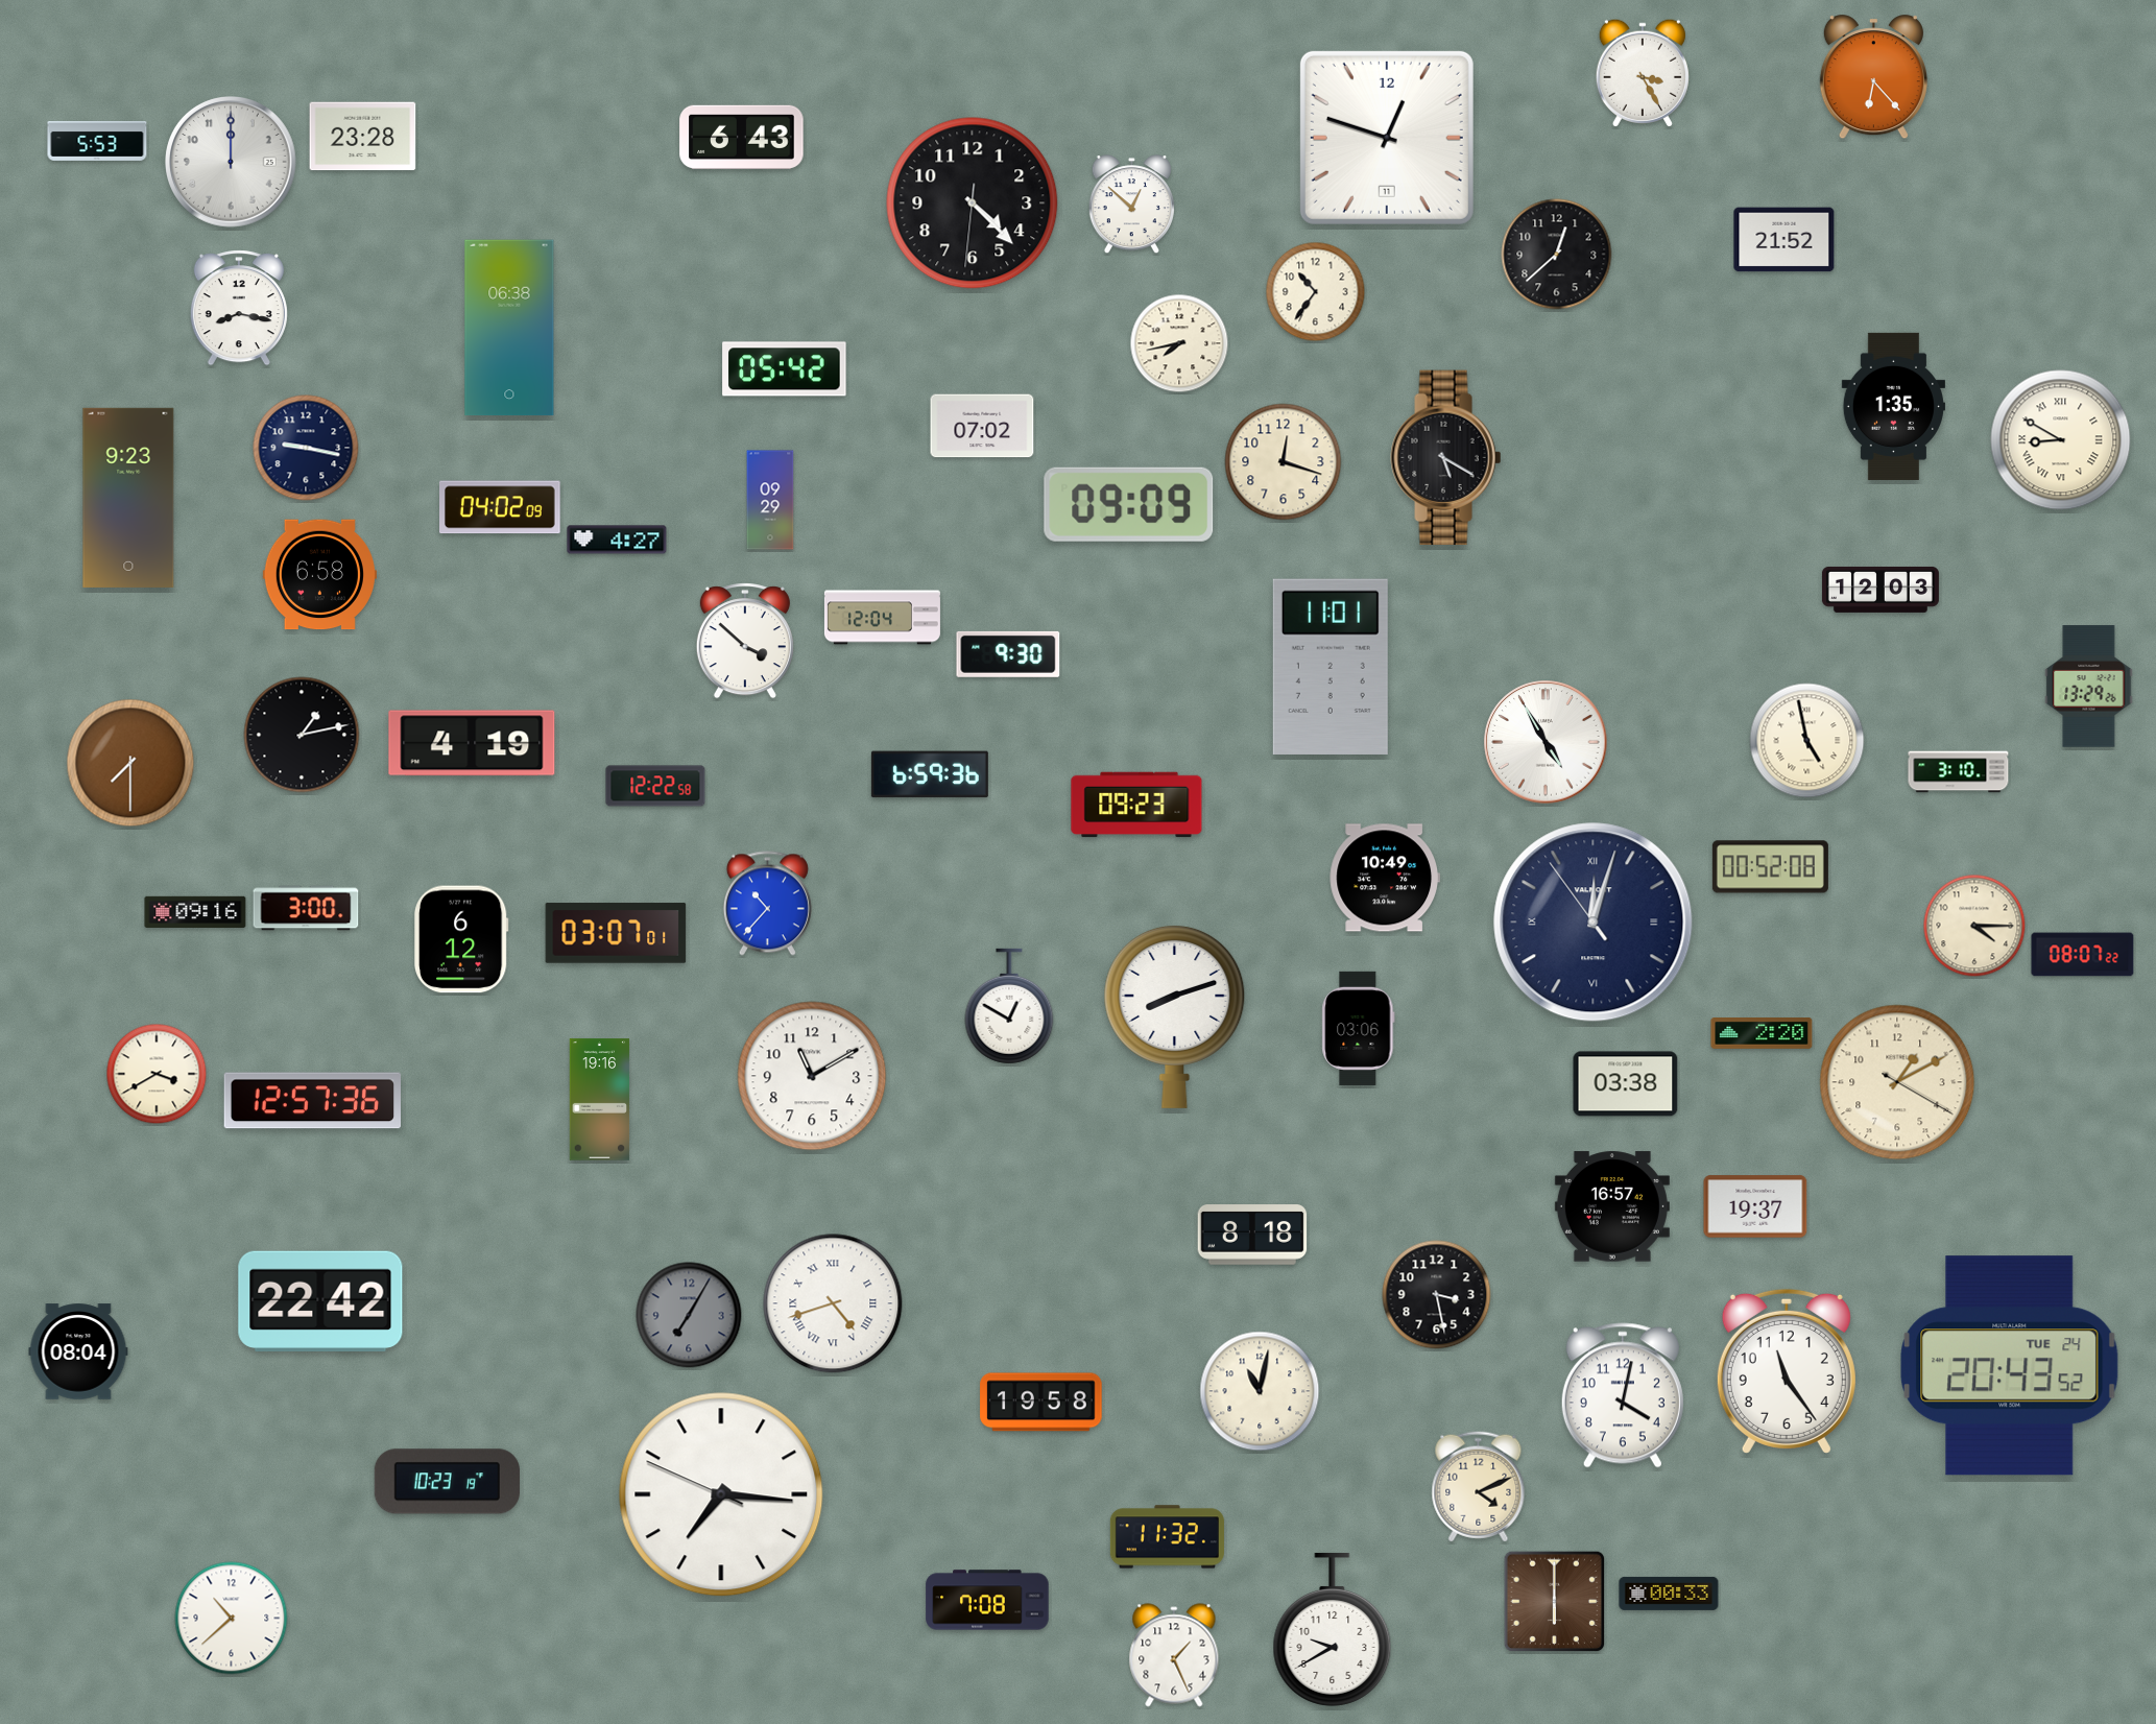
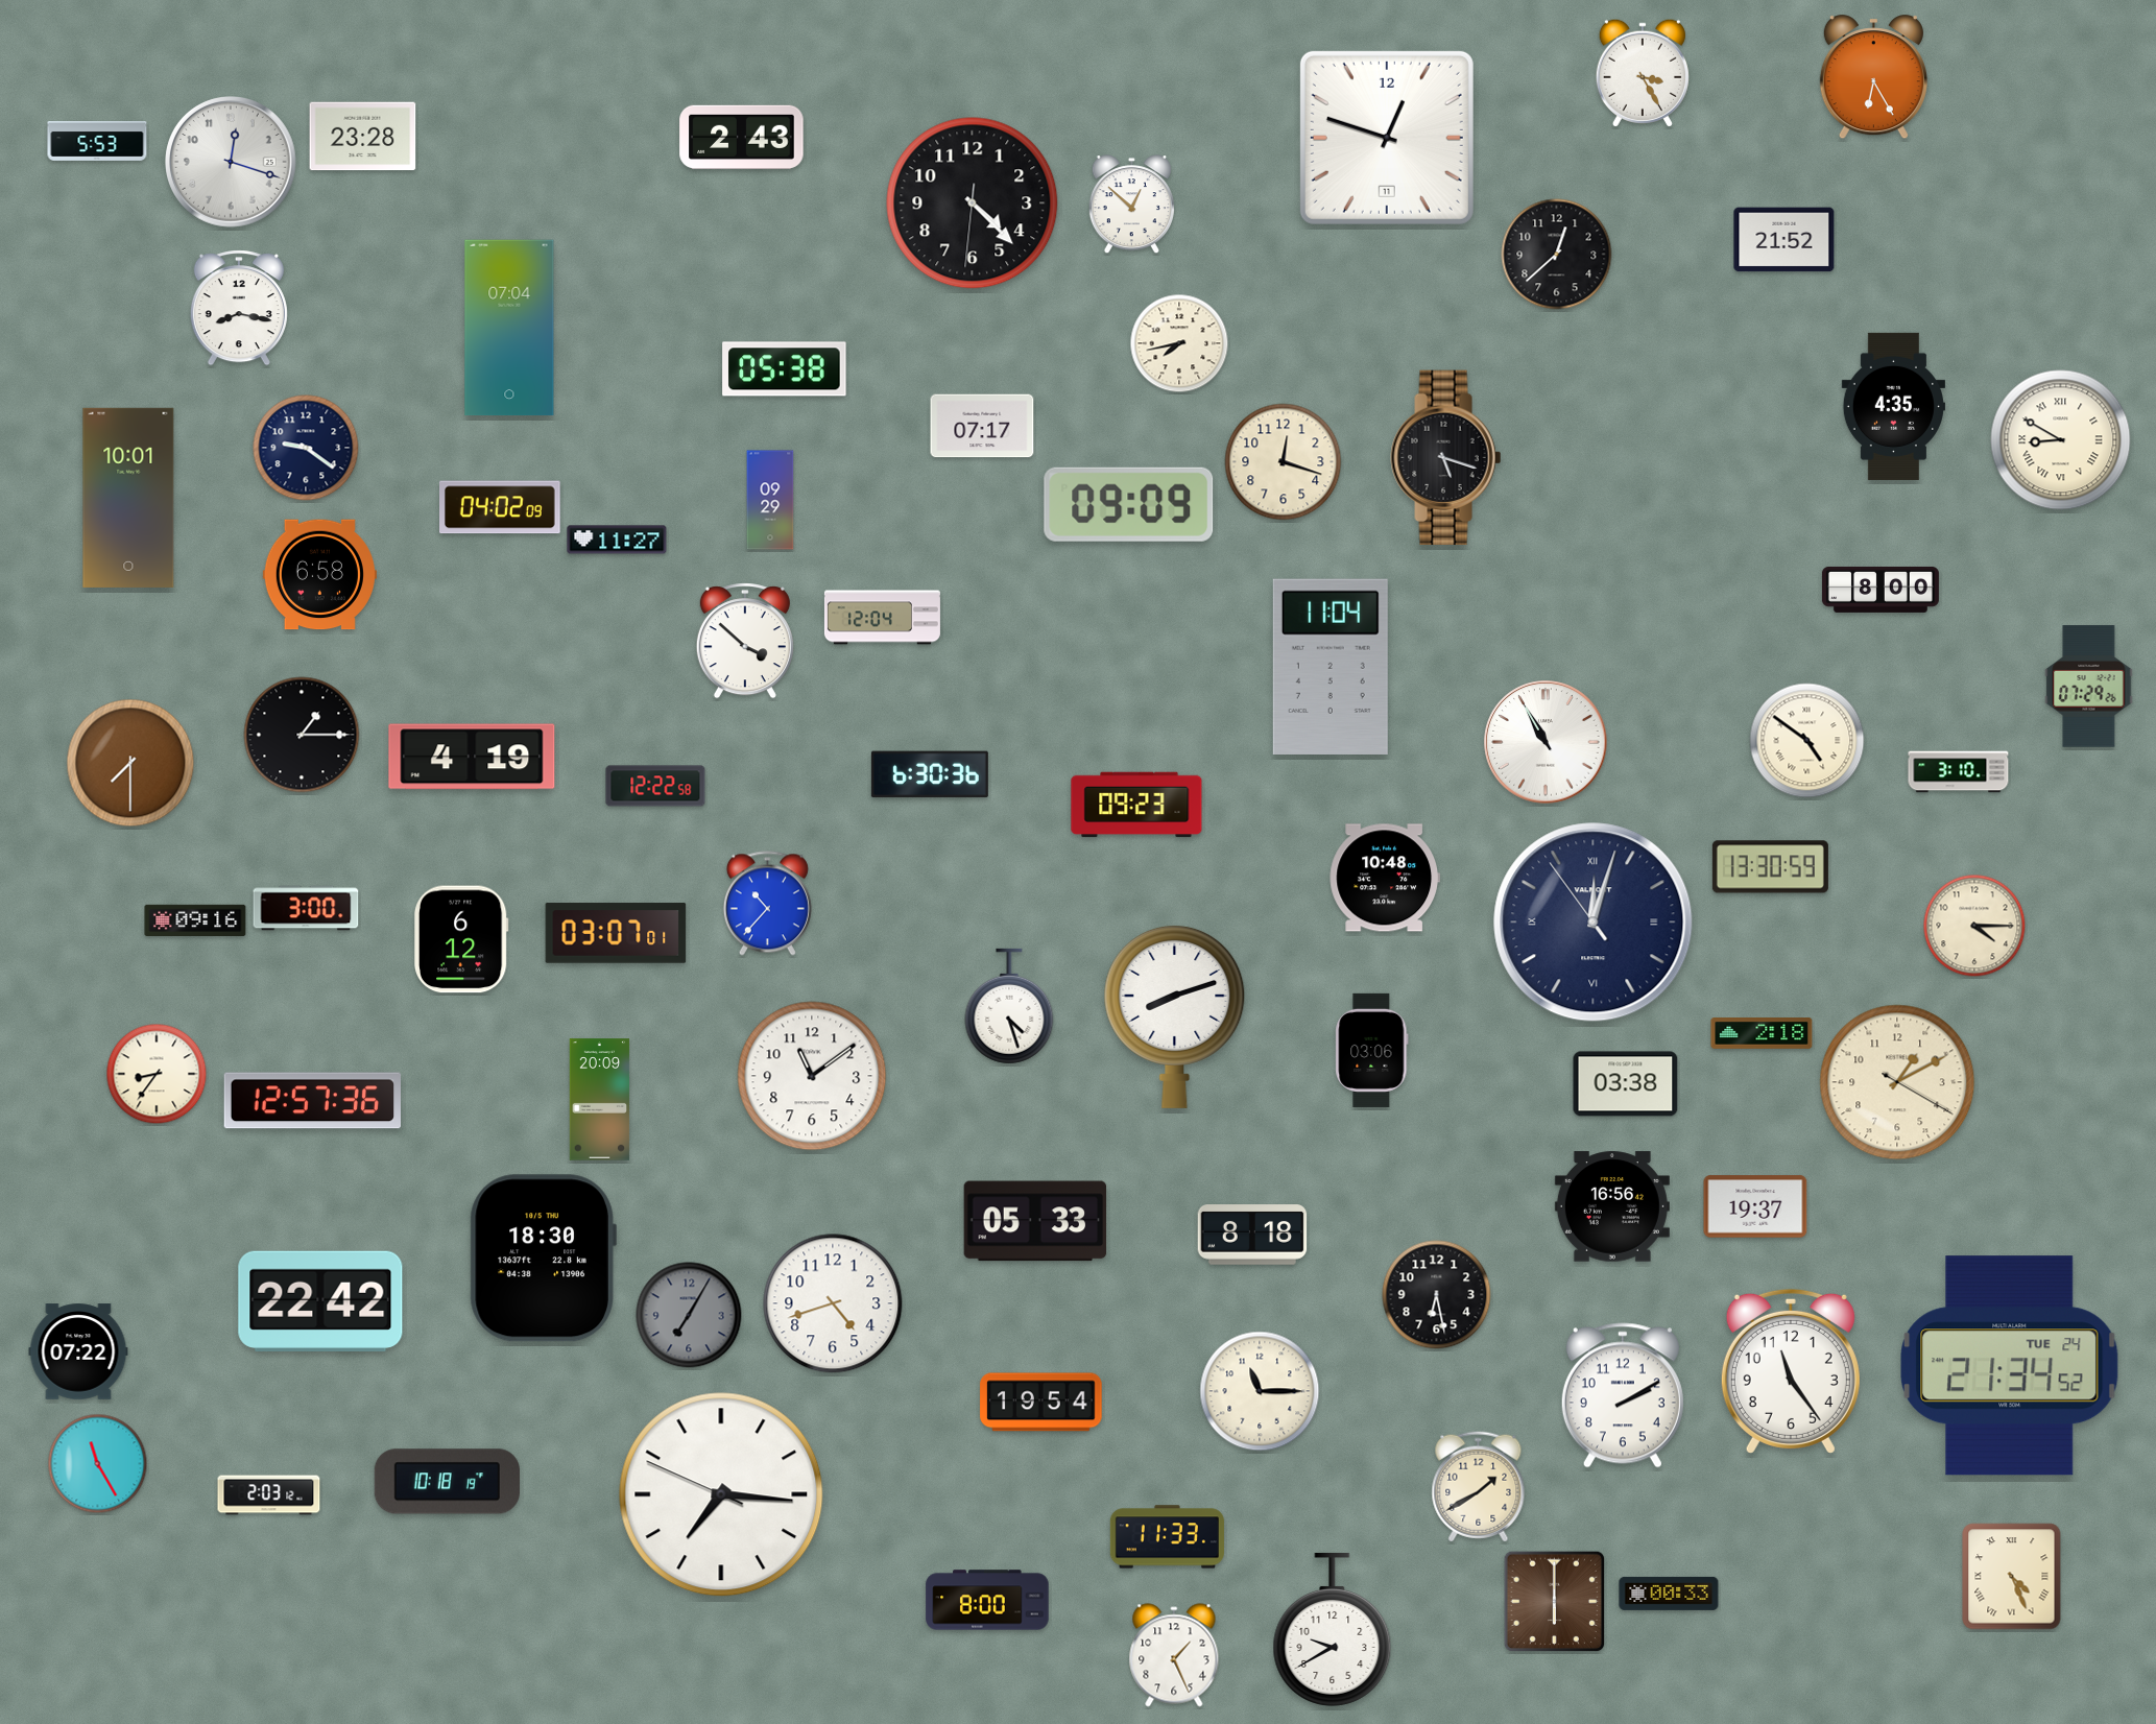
clock at (1873, 77): 6:23 -> 6:25
clock at (742, 137): 6:43 -> 2:43
clock at (232, 163): 12:00 -> 12:18
clock at (1316, 292): 10:36 -> none
clock at (509, 328): 06:38 -> 07:04
clock at (785, 369): 05:42 -> 05:38
clock at (1893, 406): 1:35 -> 4:35
clock at (982, 426): 07:02 -> 07:17
clock at (306, 448): 9:17 -> 9:21
clock at (1446, 458): 5:20 -> 5:18
clock at (128, 498): 9:23 -> 10:01
clock at (617, 540): 4:27 -> 11:27
clock at (1880, 590): 12:03 -> 8:00
clock at (1008, 654): 9:30 -> none
clock at (1331, 667): 11:01 -> 11:04
clock at (2089, 687): 13:29 -> 07:29
clock at (302, 735): 1:13 -> 1:15
clock at (1807, 741): 4:58 -> 4:51
clock at (1546, 742): 4:55 -> 10:55
clock at (472, 743) position: (472, 743) -> (472, 757)
clock at (930, 774): 6:59 -> 6:30
clock at (1770, 867): 00:52 -> 13:30
clock at (1384, 878): 10:49 -> 10:48
clock at (195, 911) position: (195, 911) -> (195, 919)
clock at (2083, 955): 08:07 -> none
clock at (1009, 1006): 12:50 -> 4:27
clock at (1359, 1028) position: (1359, 1028) -> (1372, 1050)
clock at (1762, 1034): 2:20 -> 2:18
clock at (157, 1074): 3:40 -> 8:36
clock at (812, 1076): 11:10 -> 11:09
clock at (600, 1100): 19:16 -> 20:09
clock at (1612, 1206): 16:57 -> 16:56
clock at (1035, 1221): none -> 05:33
clock at (543, 1259): none -> 18:30
clock at (1437, 1295): 3:28 -> 6:28
clock at (833, 1303) numerals: Roman -> Arabic
clock at (78, 1351): 08:04 -> 07:22
clock at (2010, 1366): 20:43 -> 21:34
clock at (1787, 1371) position: (1787, 1371) -> (1791, 1371)
clock at (1260, 1391): 11:02 -> 11:15
clock at (1623, 1395): 4:02 -> 2:10
clock at (1041, 1403): 19:58 -> 19:54
clock at (98, 1464): none -> 11:25
clock at (447, 1482): 10:23 -> 10:18
clock at (1479, 1487): 4:11 -> 1:40
clock at (269, 1495): none -> 2:03
clock at (1167, 1537): 11:32 -> 11:33
clock at (2012, 1577): none -> 4:26
clock at (987, 1600): 7:08 -> 8:00
clock at (232, 1619): 10:38 -> none
